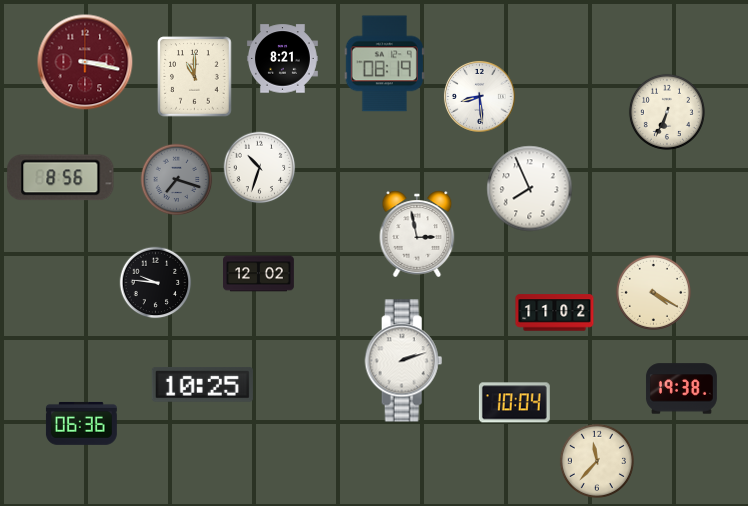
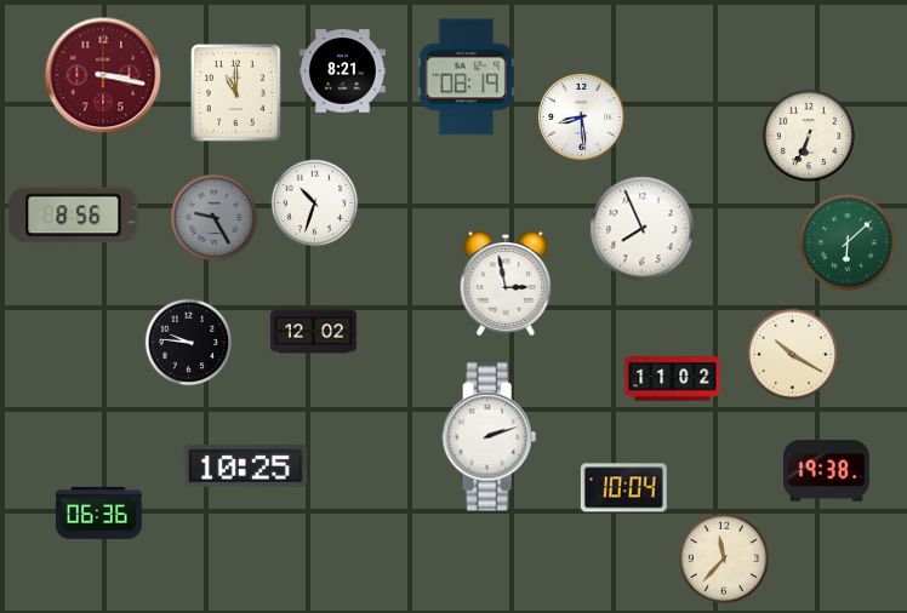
clock at (177, 180): 7:18 -> 9:25
clock at (848, 242): none -> 6:08
clock at (653, 292): 4:20 -> 10:20
